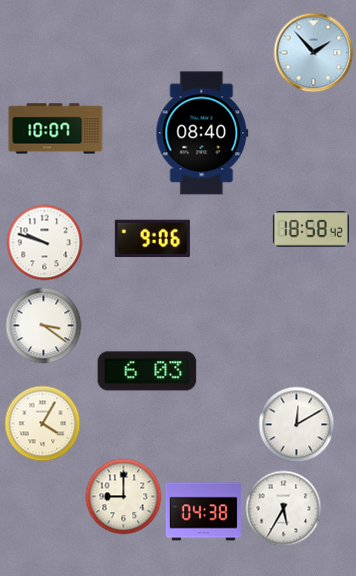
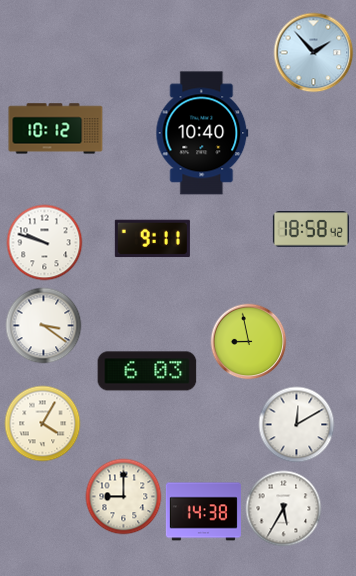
clock at (56, 129): 10:07 -> 10:12
clock at (202, 133): 08:40 -> 10:40
clock at (152, 239): 9:06 -> 9:11
clock at (249, 342): none -> 8:58
clock at (203, 512): 04:38 -> 14:38
